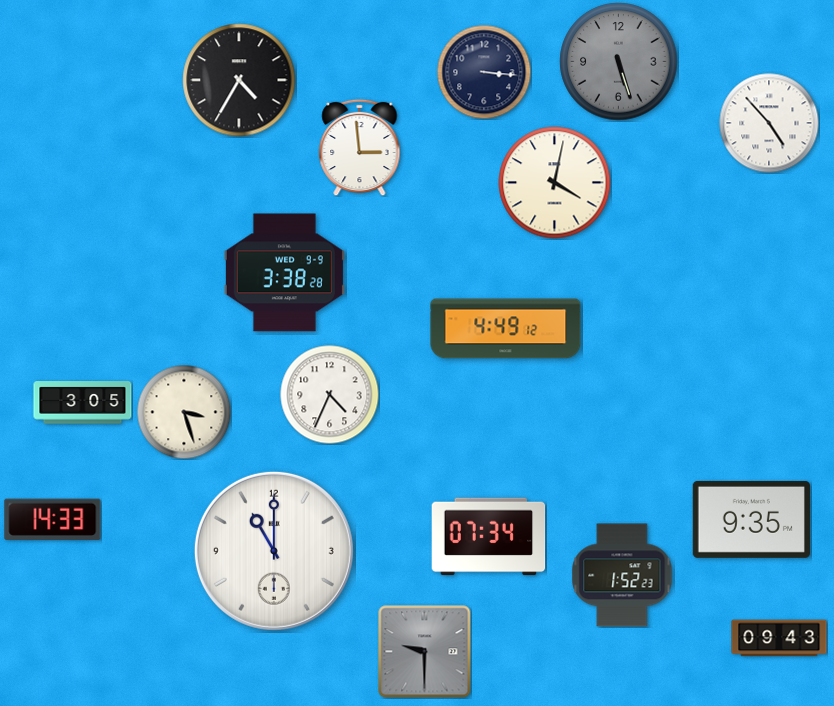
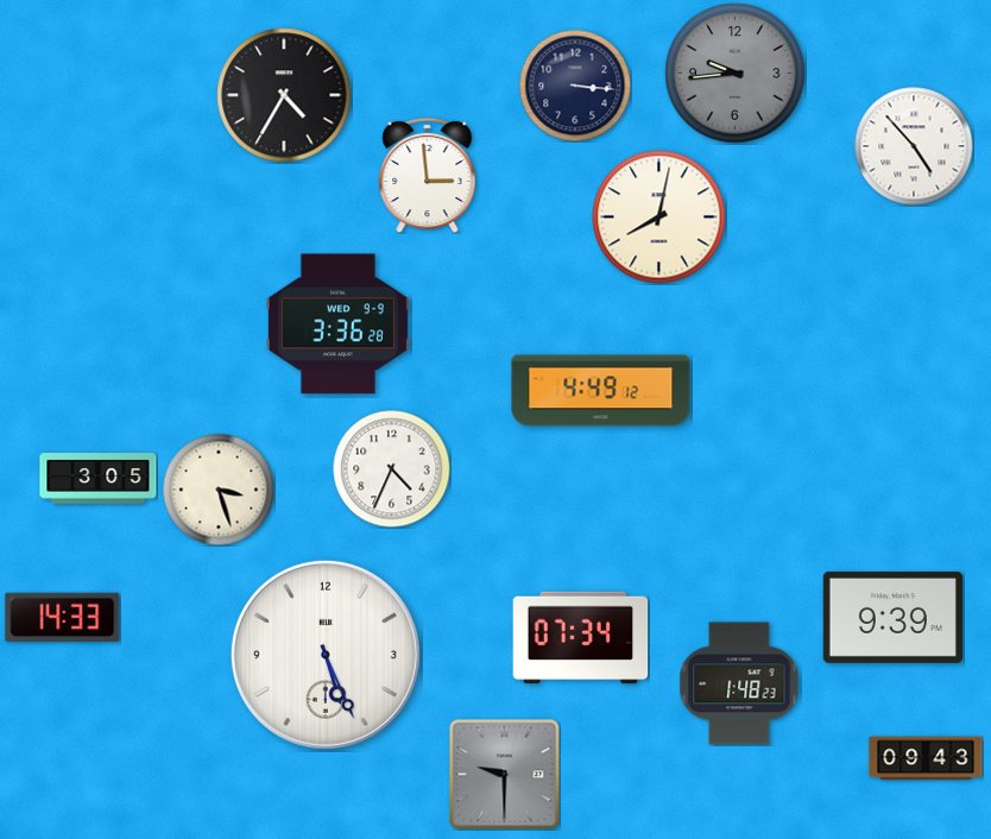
clock at (619, 62): 5:27 -> 9:44
clock at (555, 183): 4:02 -> 8:02
clock at (284, 273): 3:38 -> 3:36
clock at (751, 519): 9:35 -> 9:39
clock at (274, 551): 11:00 -> 5:26
clock at (622, 575): 1:52 -> 1:48
